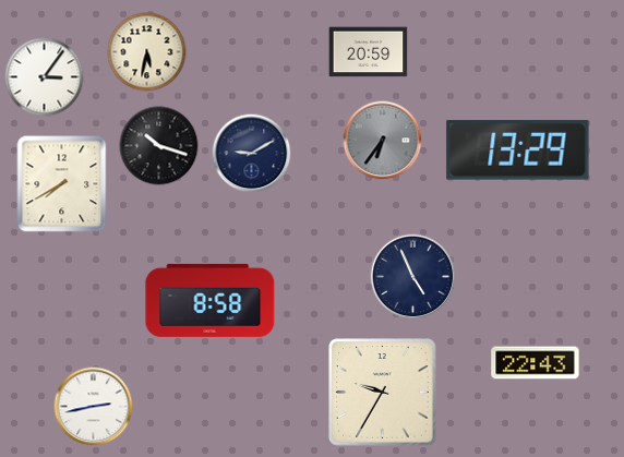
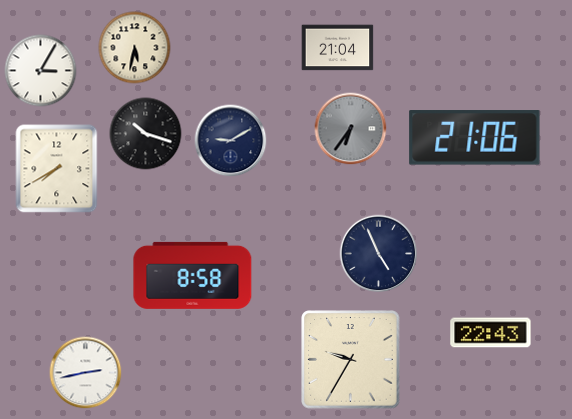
clock at (369, 52): 20:59 -> 21:04
clock at (45, 77): 3:06 -> 3:05
clock at (518, 151): 13:29 -> 21:06
